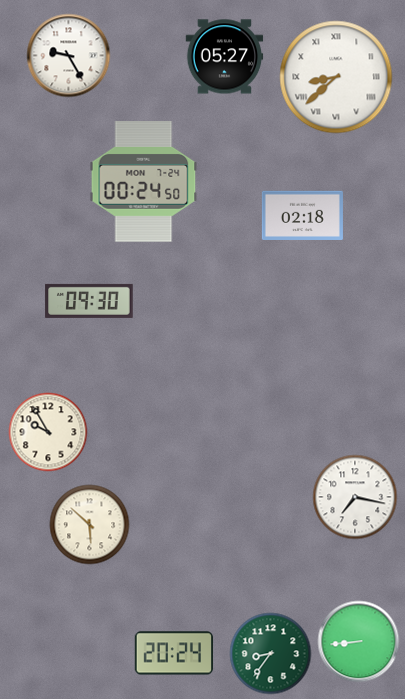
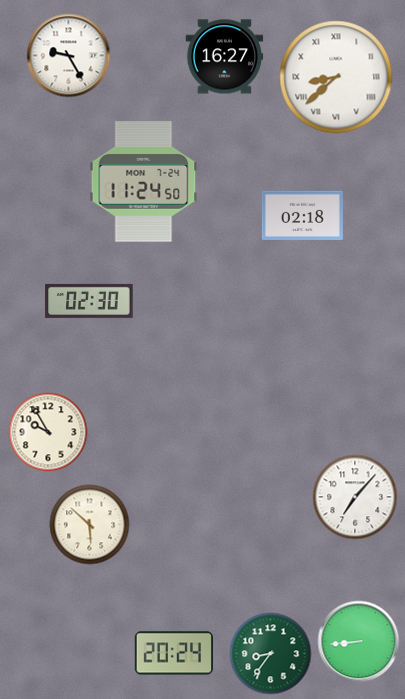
clock at (225, 57): 05:27 -> 16:27
clock at (144, 182): 00:24 -> 11:24
clock at (89, 301): 09:30 -> 02:30
clock at (355, 497): 7:17 -> 7:07
